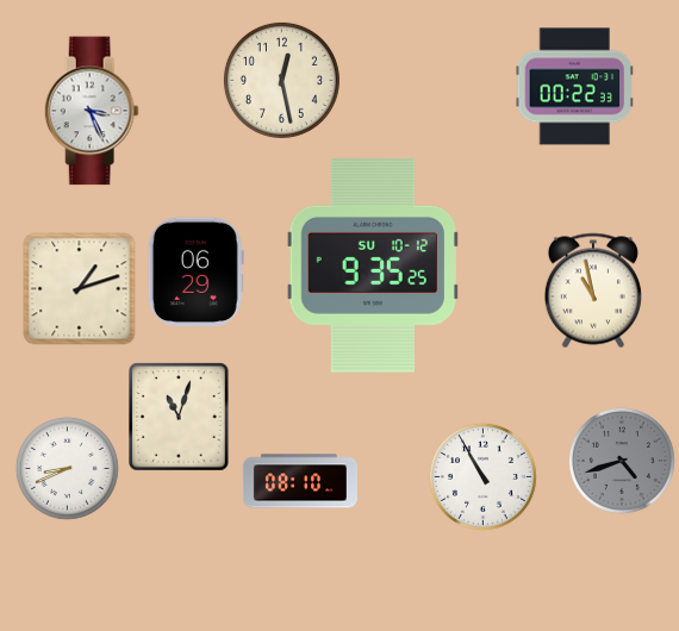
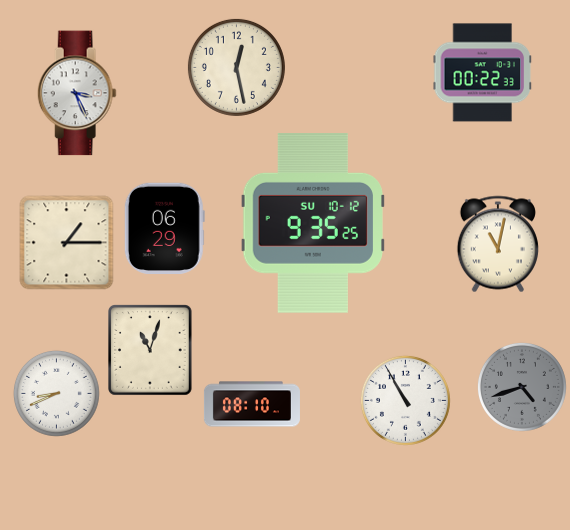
clock at (80, 289): 1:12 -> 1:15
clock at (593, 290): 10:58 -> 11:02
